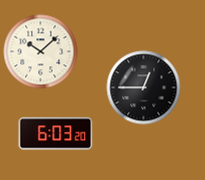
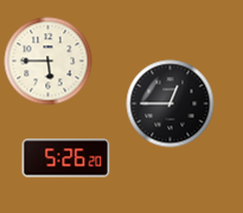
clock at (41, 52): 10:08 -> 5:45
clock at (56, 134): 6:03 -> 5:26
